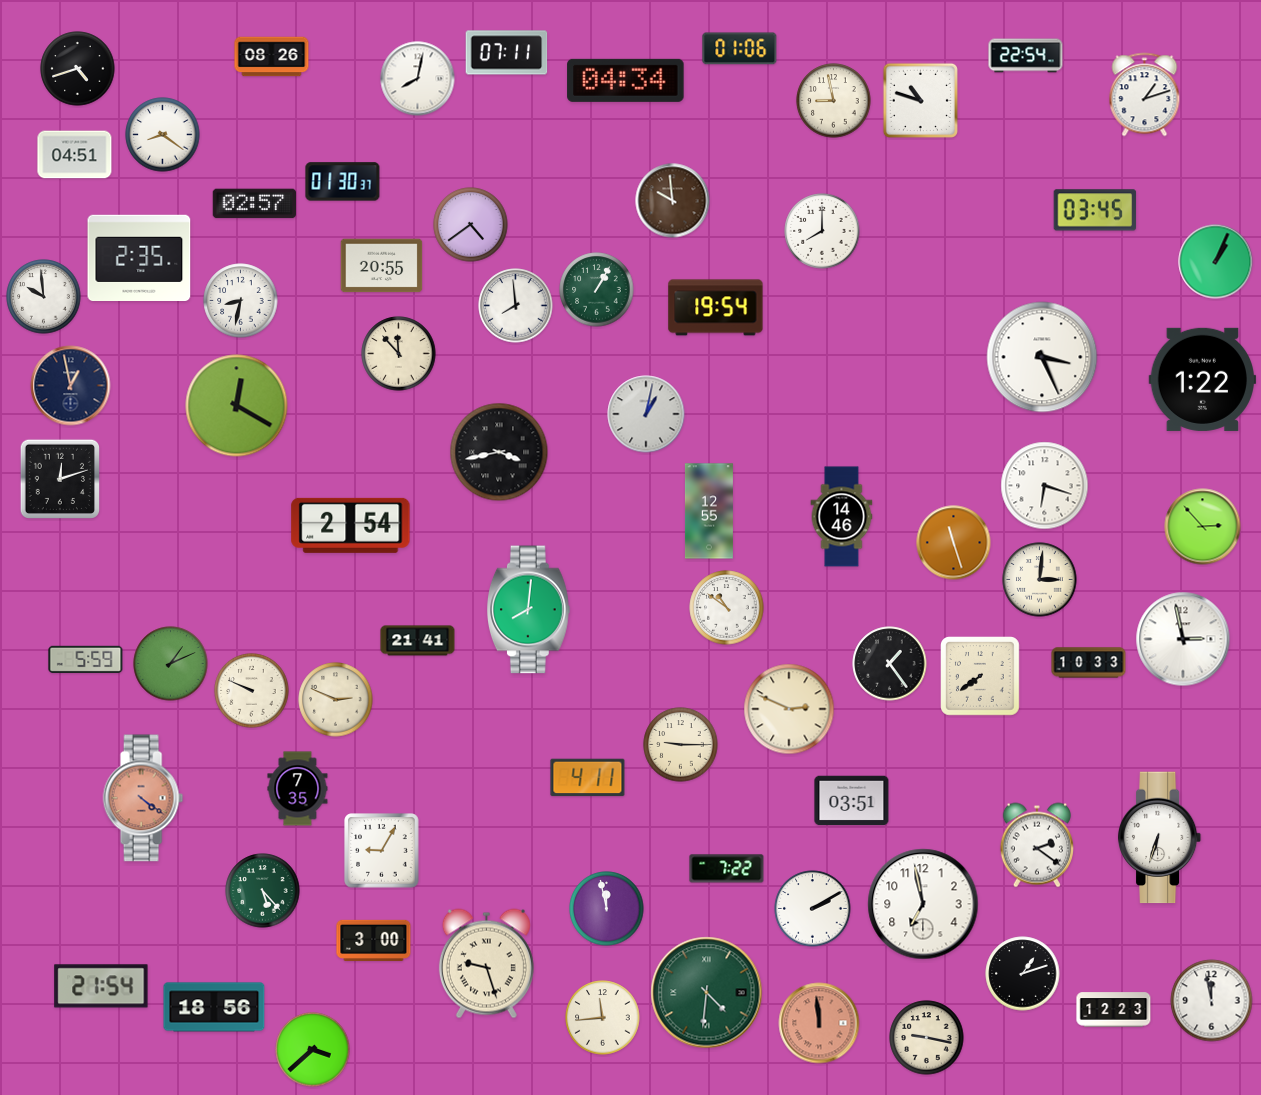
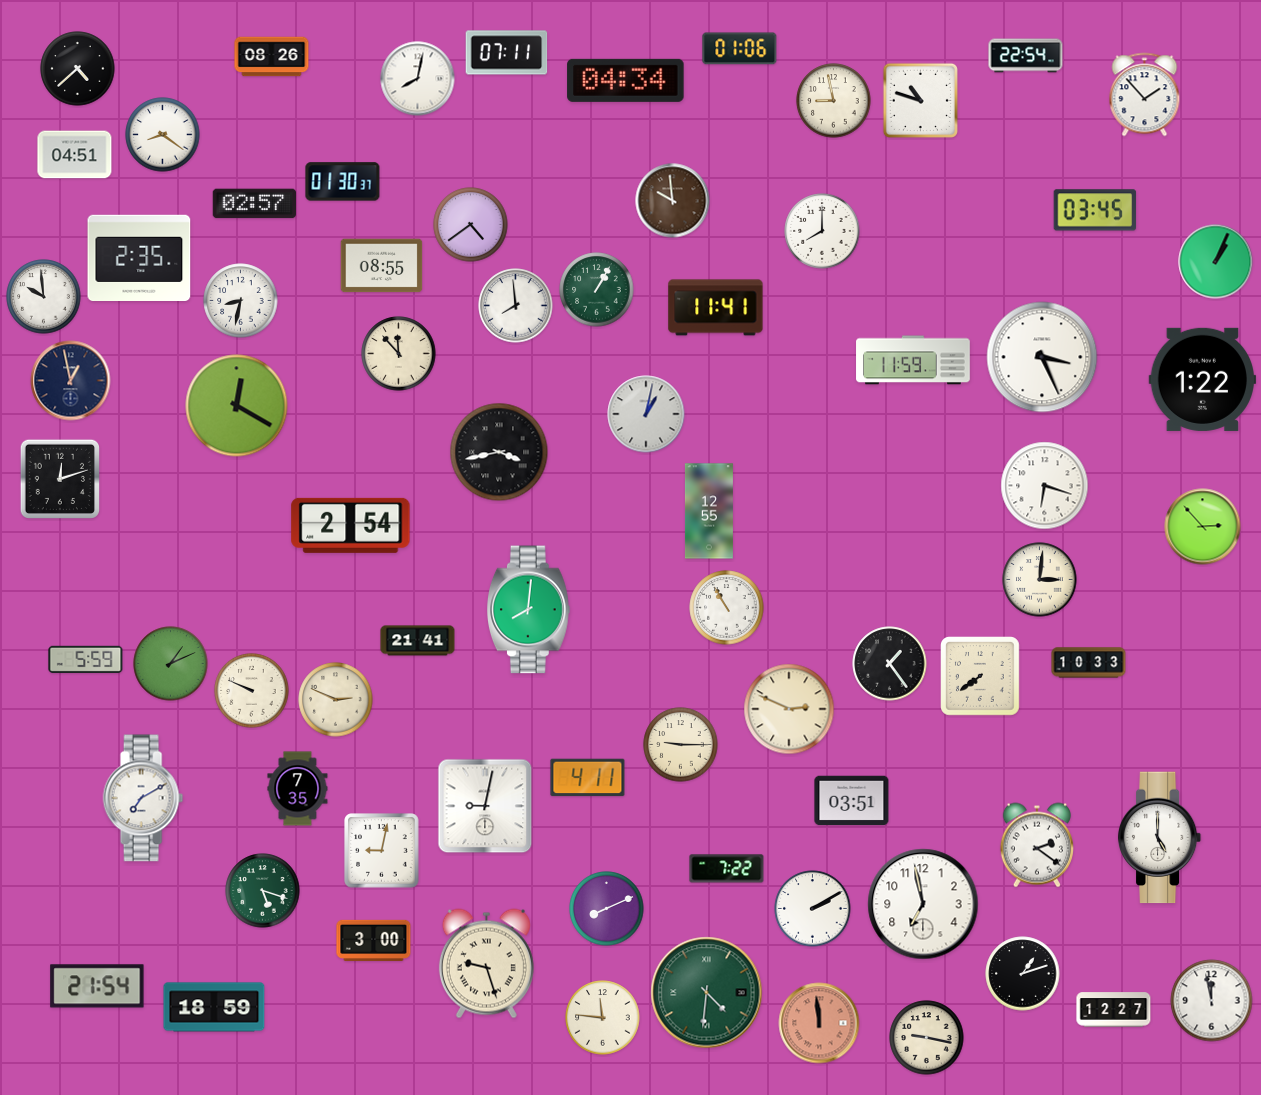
clock at (78, 69): 4:42 -> 4:38
clock at (1145, 95): 1:12 -> 1:53
clock at (382, 266): 20:55 -> 08:55
clock at (716, 308): 19:54 -> 11:41
clock at (913, 360): none -> 11:59
clock at (71, 386) position: (71, 386) -> (71, 381)
clock at (842, 517): 14:46 -> none
clock at (954, 543): 11:27 -> none
clock at (727, 608): 10:51 -> 10:55
clock at (1183, 639): 2:58 -> none
clock at (143, 798): 4:21 -> 7:10
clock at (143, 798) dial: salmon -> white
clock at (485, 806): none -> 9:02
clock at (1160, 838): 6:33 -> 5:00
clock at (382, 851): 9:05 -> 9:02
clock at (263, 891): 5:23 -> 5:18
clock at (607, 909): 11:58 -> 8:11
clock at (101, 986) position: (101, 986) -> (97, 986)
clock at (214, 1007): 18:56 -> 18:59
clock at (1114, 1010): 12:23 -> 12:27
clock at (603, 1018): 11:44 -> 11:46
clock at (313, 1050): 3:38 -> none
